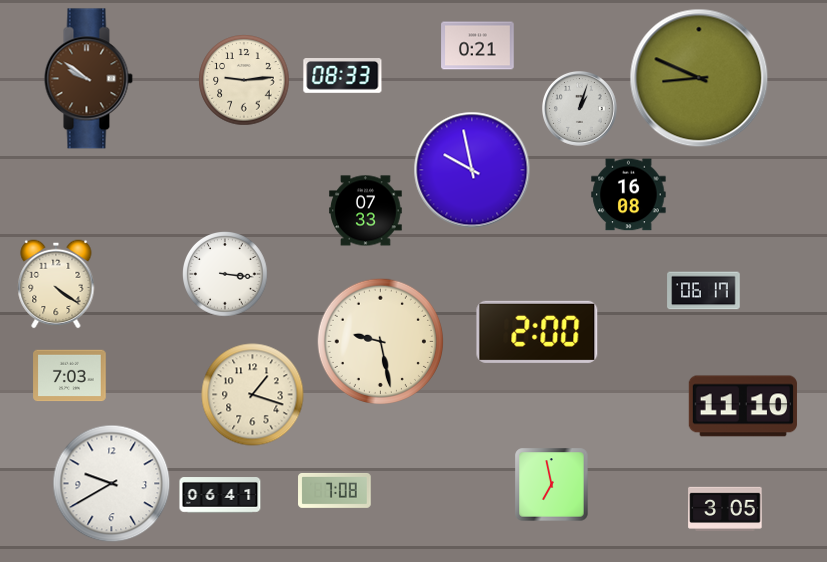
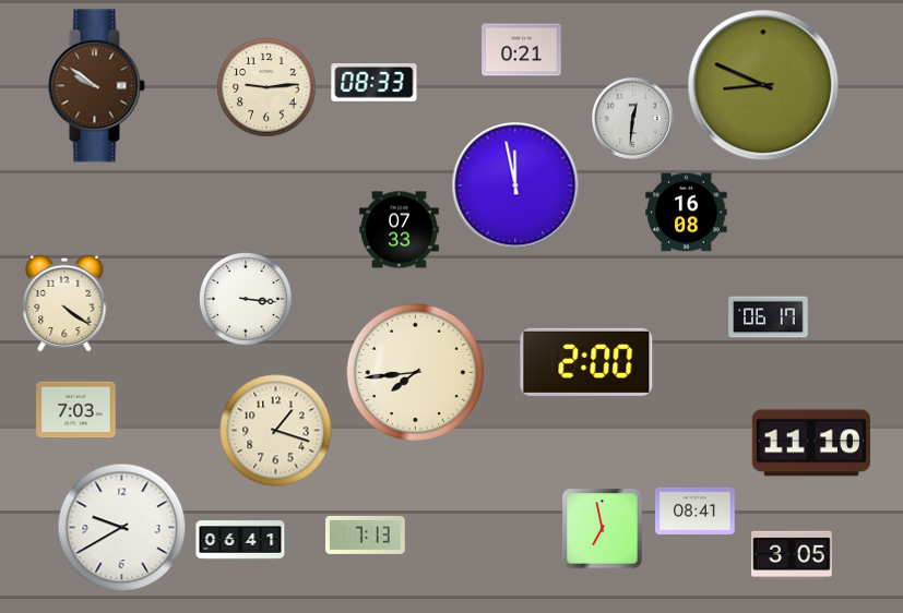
clock at (580, 109): 1:03 -> 12:31
clock at (472, 170): 9:58 -> 11:58
clock at (56, 284) position: (56, 284) -> (64, 303)
clock at (380, 341): 9:28 -> 7:44
clock at (696, 510): none -> 08:41
clock at (335, 490): 7:08 -> 7:13
